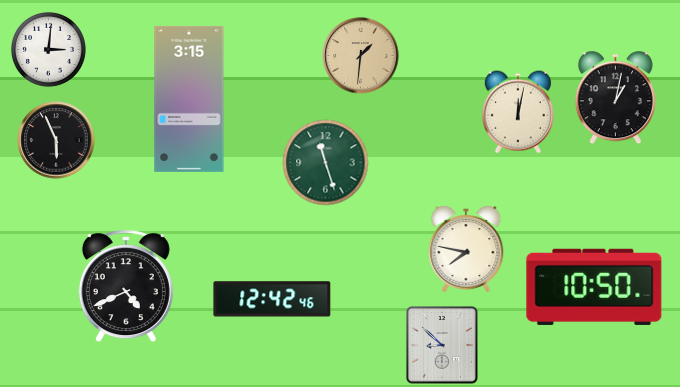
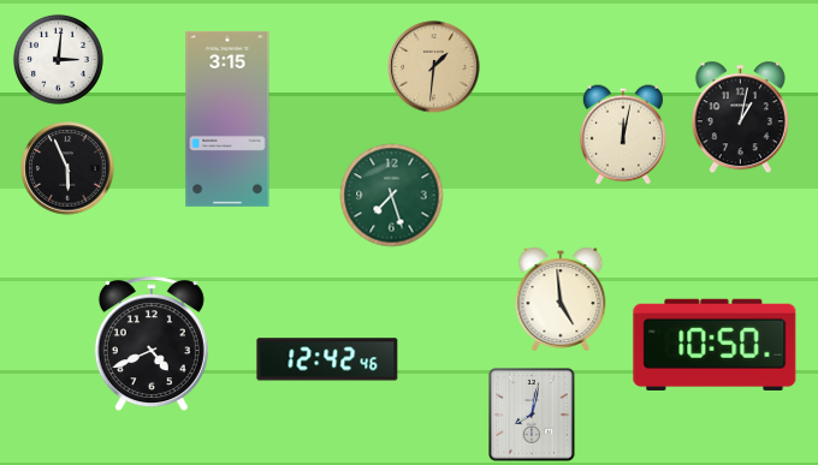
clock at (326, 163): 11:27 -> 7:27
clock at (466, 249): 7:47 -> 4:59
clock at (442, 345): 8:52 -> 8:02
